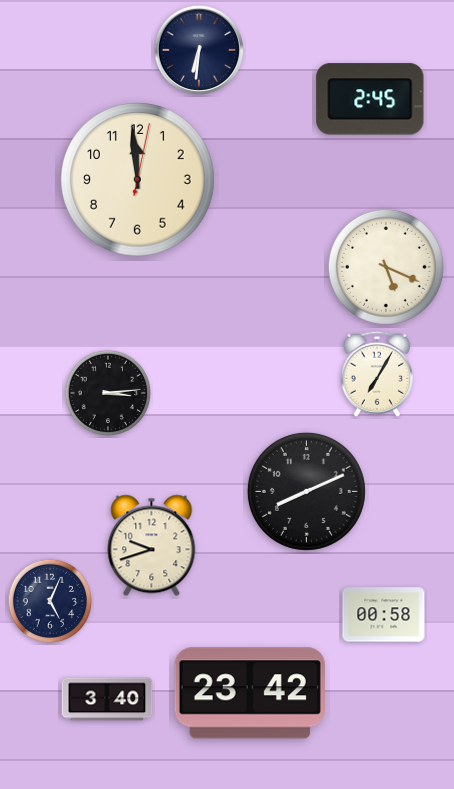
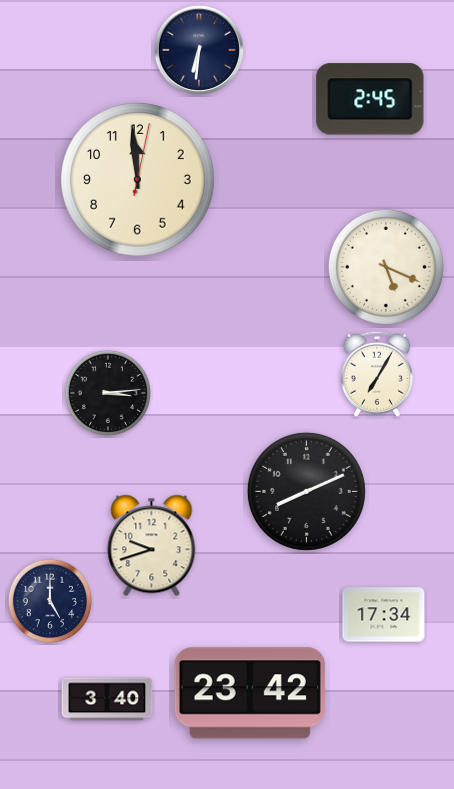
clock at (50, 601): 5:04 -> 5:00
clock at (384, 615): 00:58 -> 17:34
